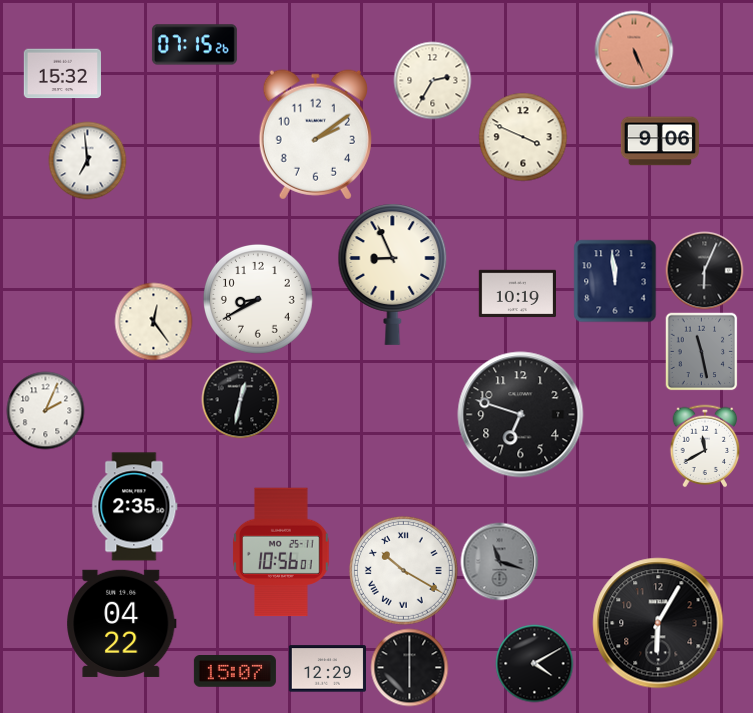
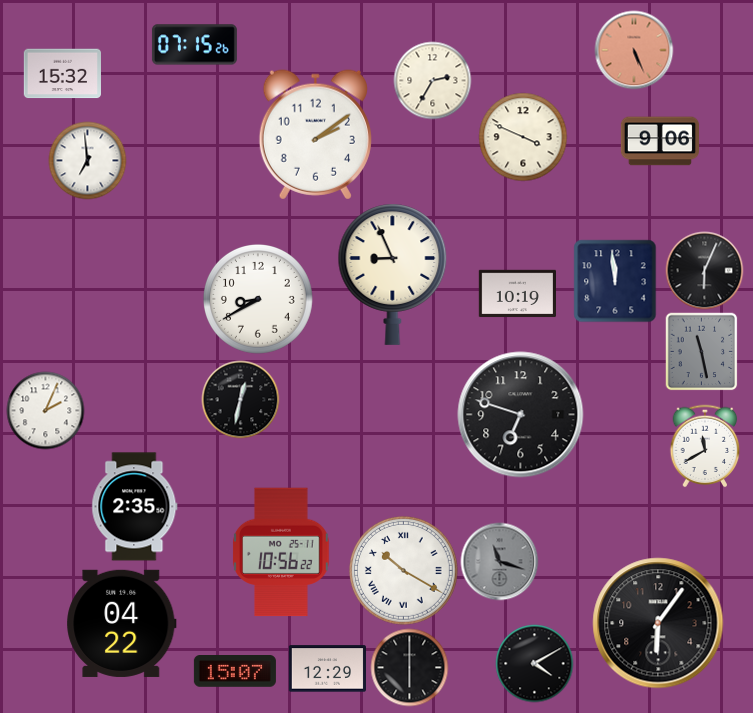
clock at (153, 321): 12:24 -> none
clock at (281, 552): 10:56:01 -> 10:56:22
clock at (658, 623): 6:05 -> 6:06
